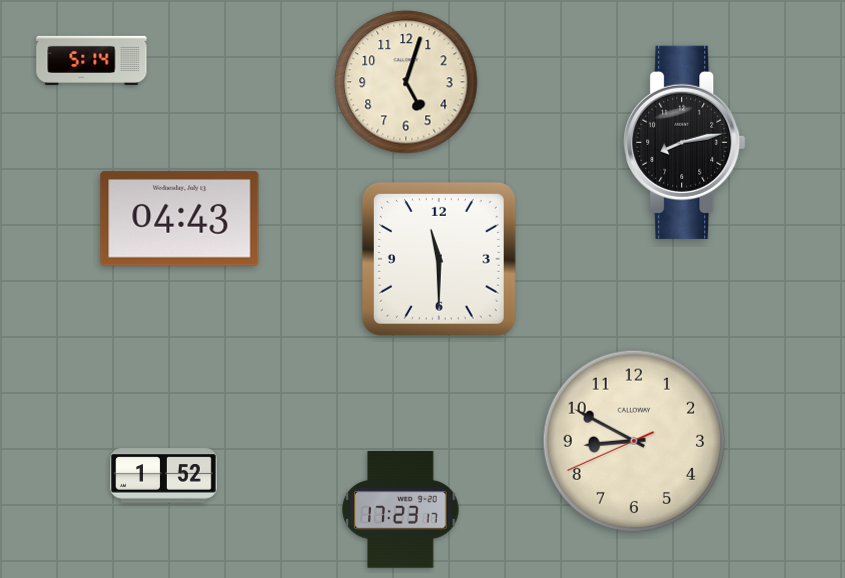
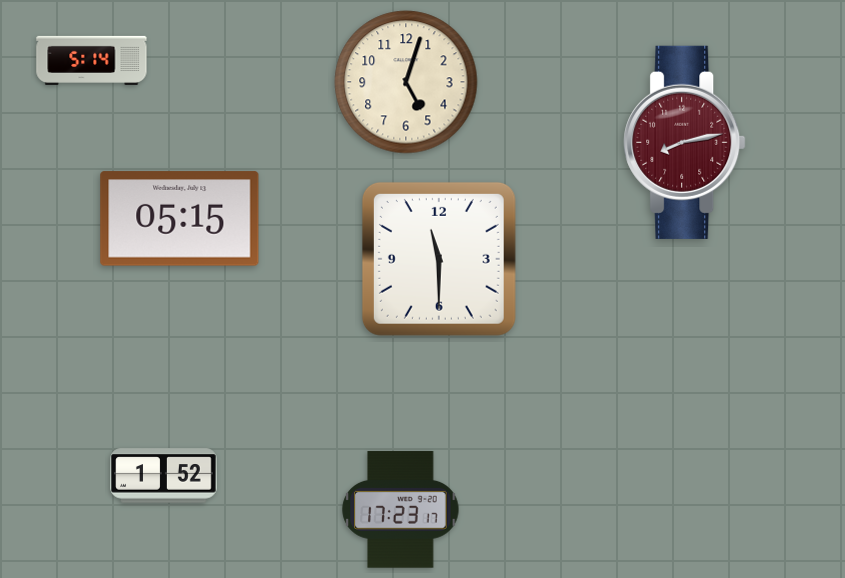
clock at (685, 142) dial: black -> burgundy
clock at (180, 219): 04:43 -> 05:15
clock at (634, 441): 8:49 -> none
